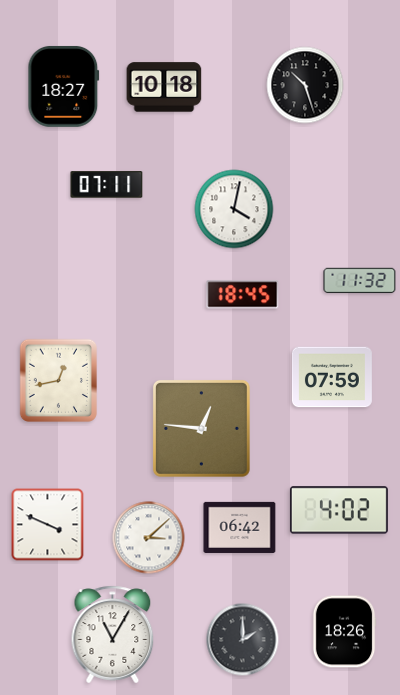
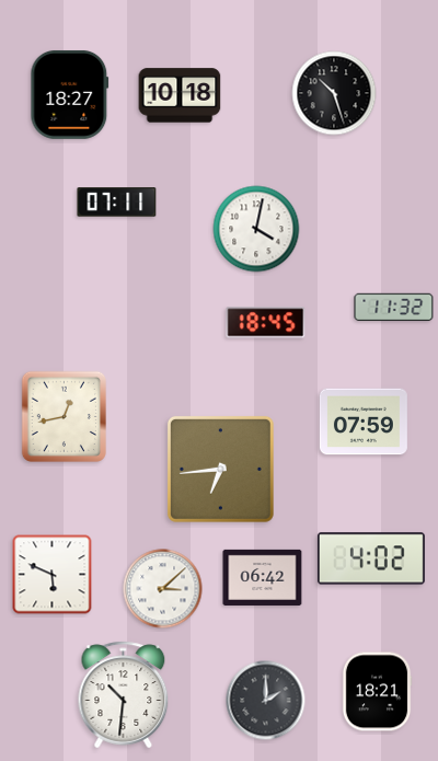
clock at (332, 377) position: (332, 377) -> (364, 422)
clock at (201, 428): 12:46 -> 6:44
clock at (48, 525): 3:49 -> 5:49
clock at (344, 632): 18:26 -> 18:21
clock at (113, 635): 11:05 -> 10:31
